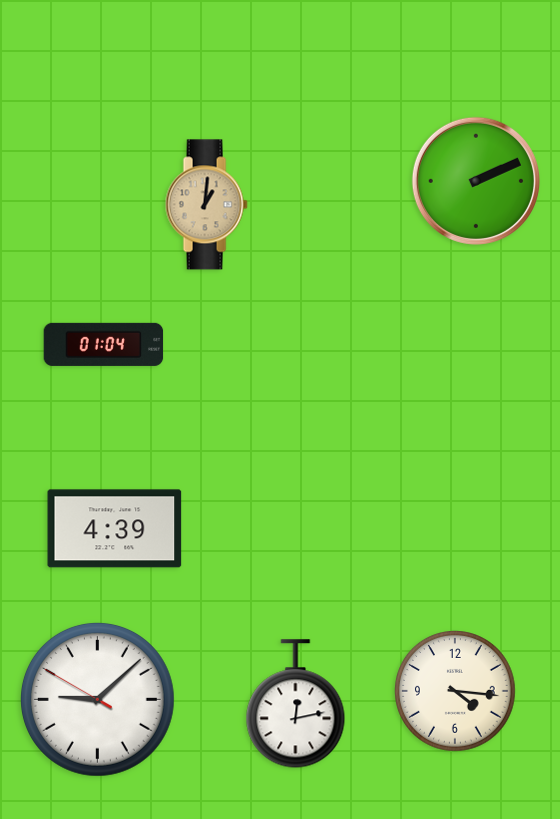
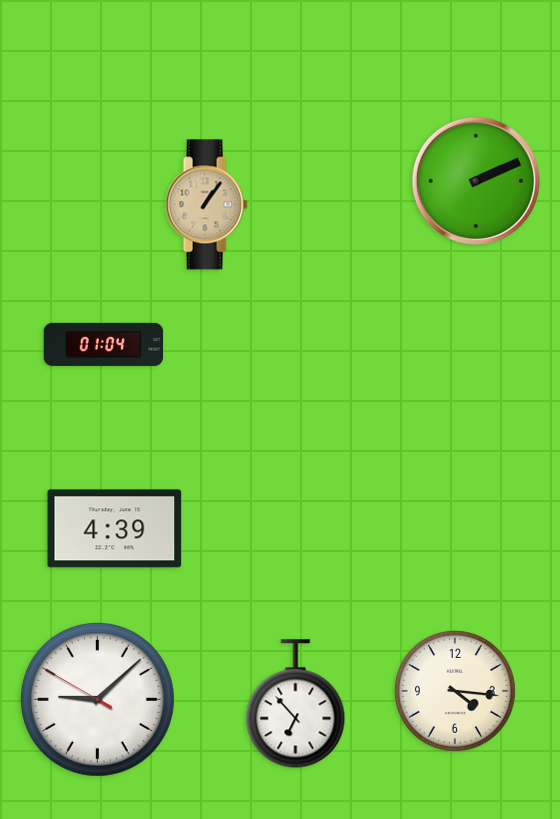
clock at (206, 205): 1:01 -> 1:06
clock at (296, 704): 12:13 -> 6:53
